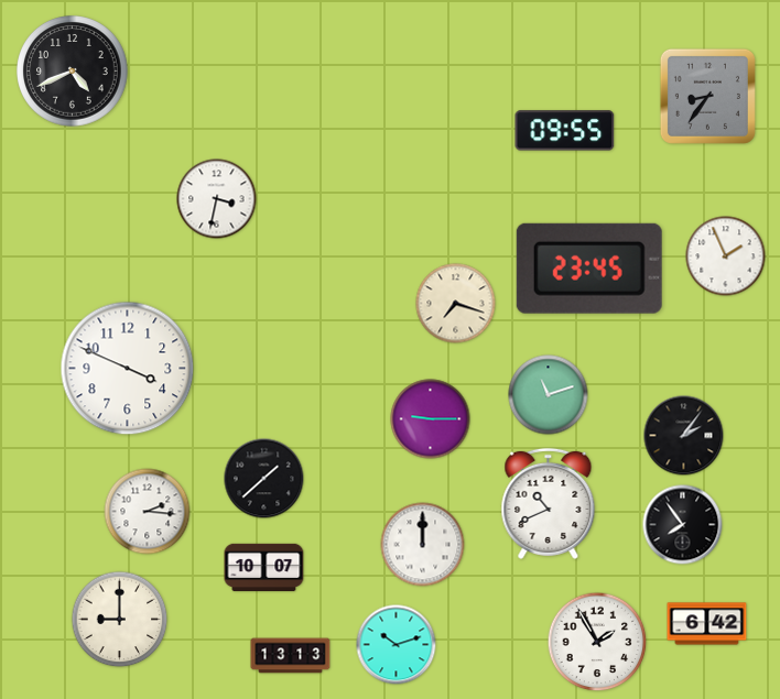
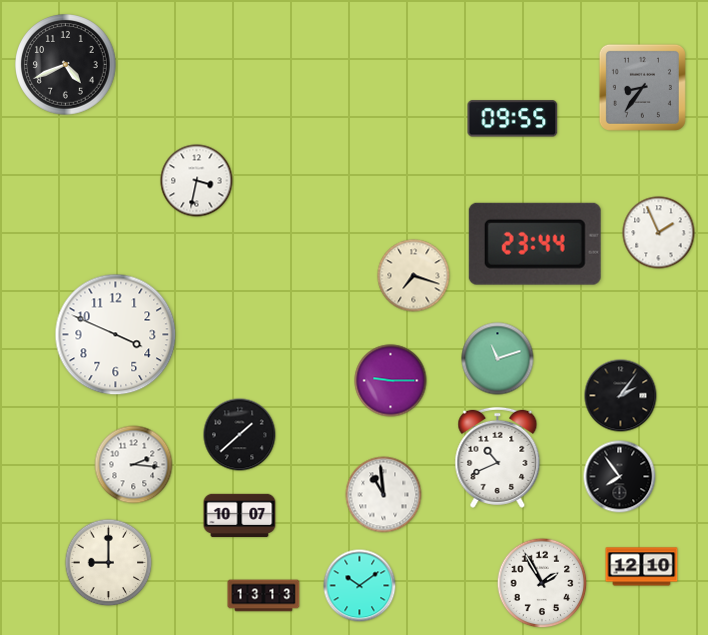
clock at (589, 269): 23:45 -> 23:44
clock at (423, 545): 12:00 -> 10:59
clock at (707, 624): 6:42 -> 12:10
clock at (397, 645): 10:12 -> 10:09
